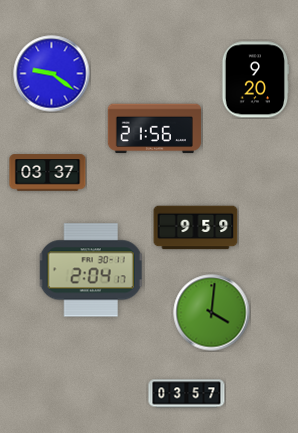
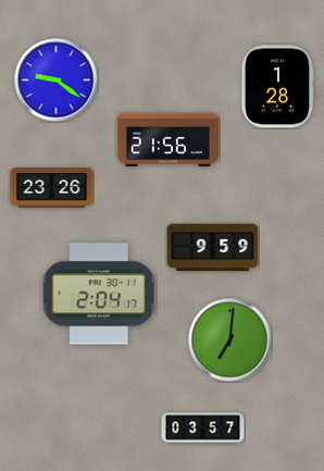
clock at (254, 80): 9:20 -> 1:28
clock at (48, 173): 03:37 -> 23:26
clock at (212, 313): 4:01 -> 7:01
